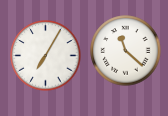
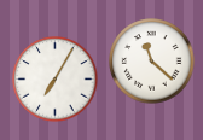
clock at (46, 56) position: (46, 56) -> (56, 80)
